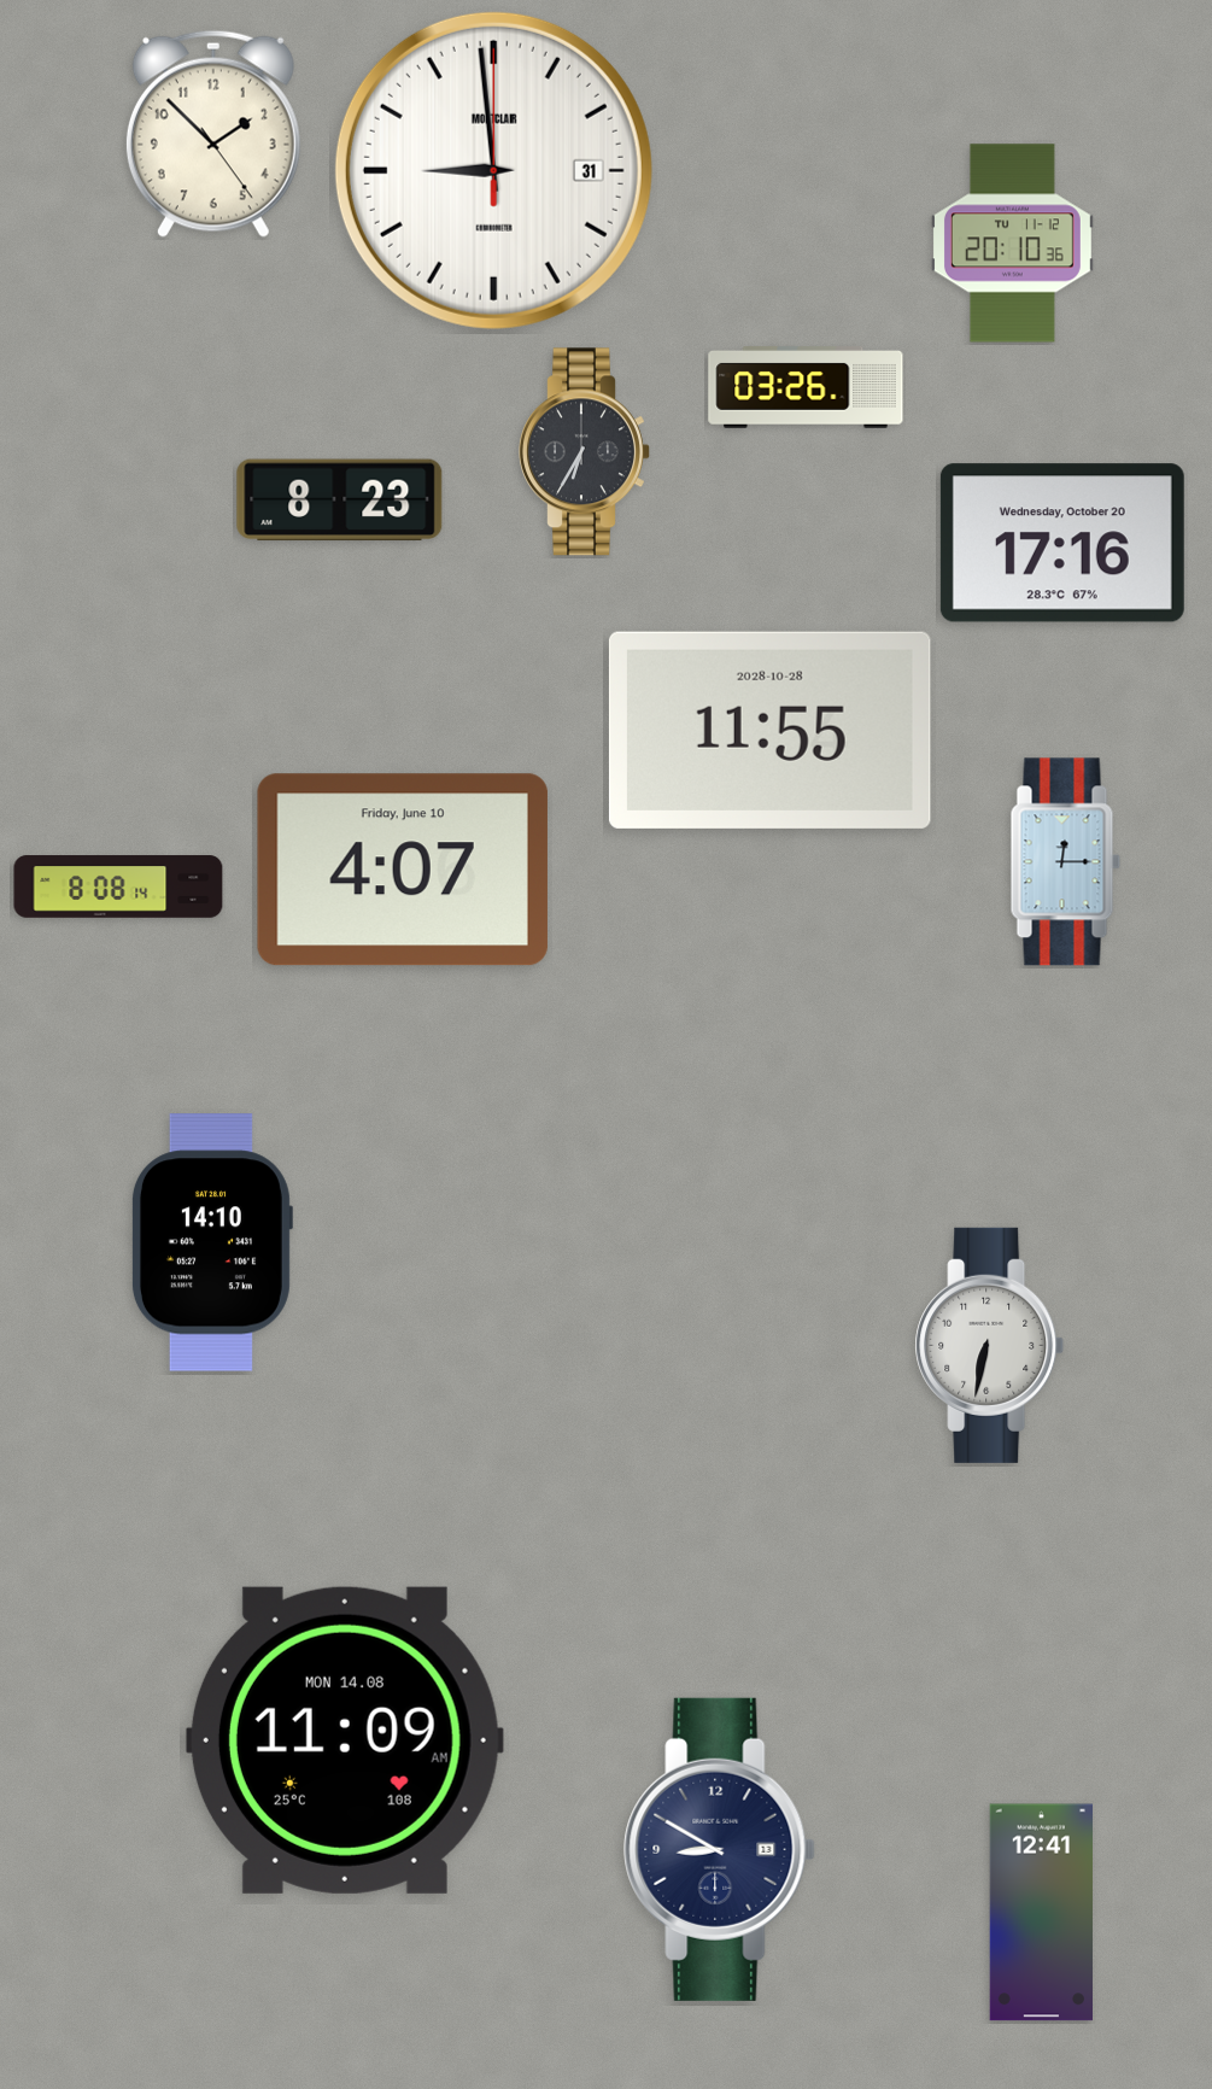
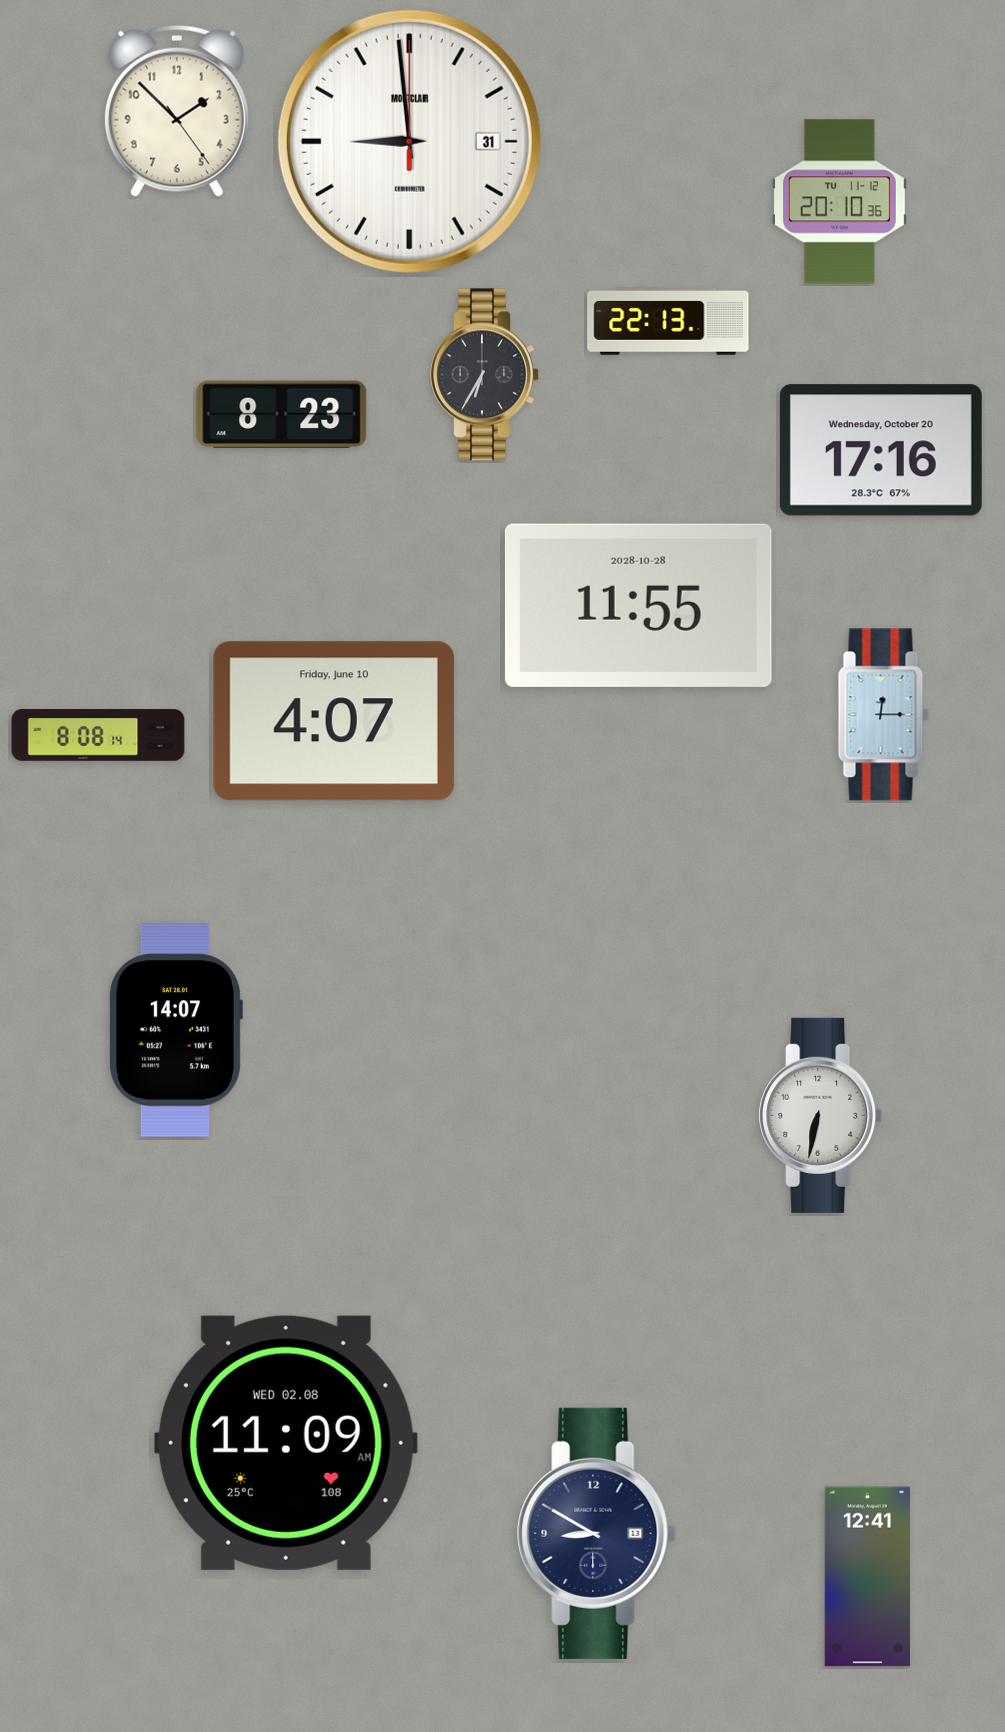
clock at (806, 388): 03:26 -> 22:13
clock at (211, 1242): 14:10 -> 14:07
clock at (345, 1740) date: MON 14.08 -> WED 02.08
clock at (1041, 1913) position: (1041, 1913) -> (867, 1577)
